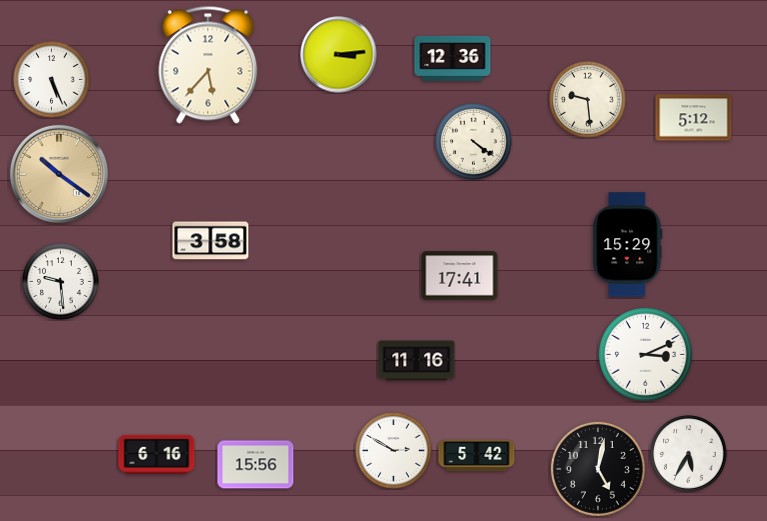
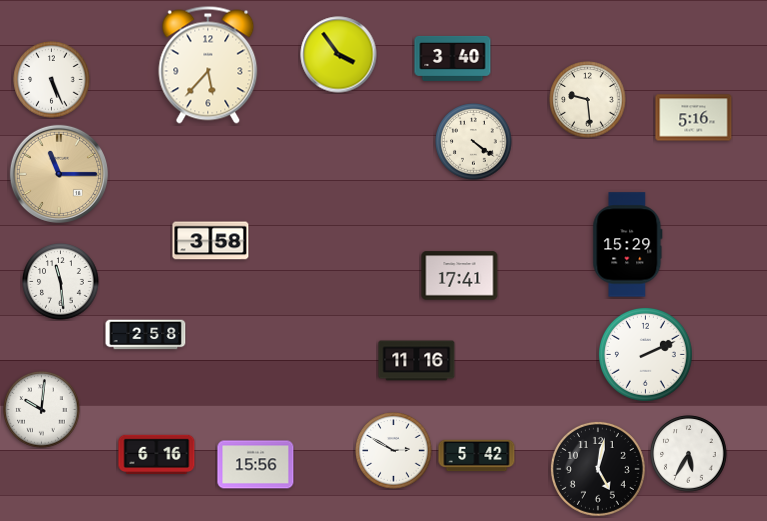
clock at (339, 55): 3:14 -> 3:54
clock at (453, 58): 12:36 -> 3:40
clock at (694, 118): 5:12 -> 5:16
clock at (59, 174): 10:21 -> 11:15
clock at (61, 282): 9:29 -> 11:29
clock at (146, 335): none -> 2:58
clock at (645, 354): 3:11 -> 2:11
clock at (42, 410): none -> 10:01
